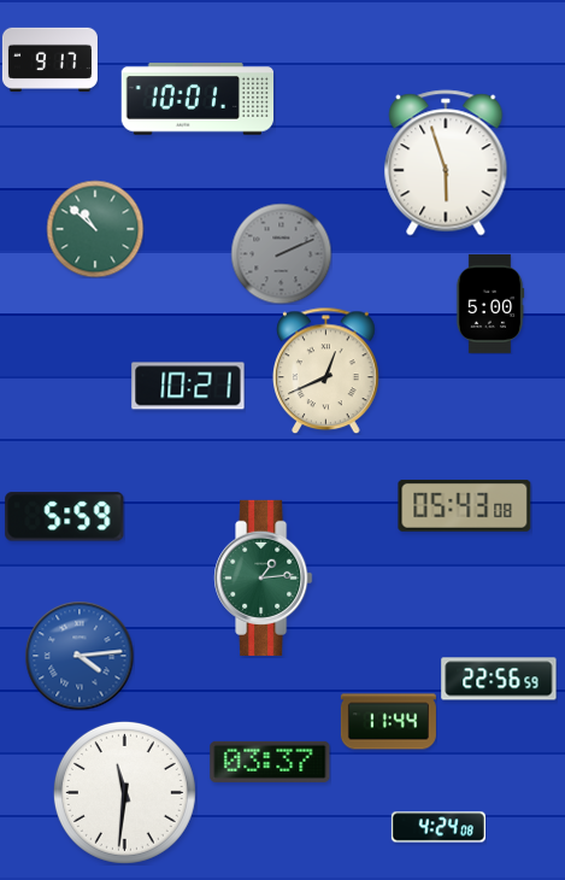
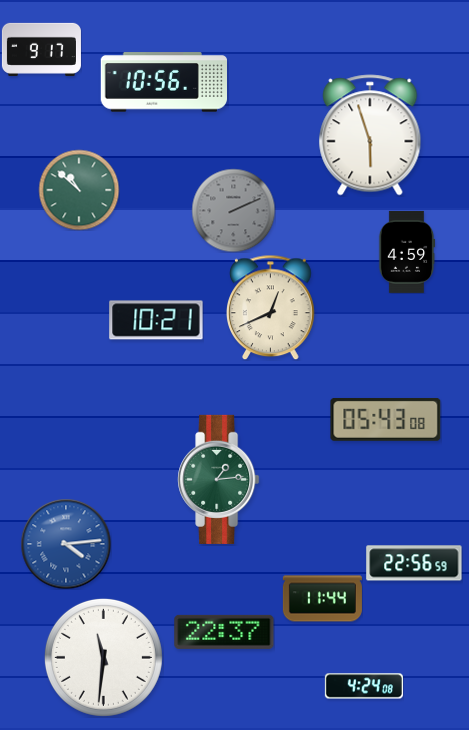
clock at (196, 99): 10:01 -> 10:56
clock at (490, 304): 5:00 -> 4:59
clock at (65, 517): 5:59 -> none
clock at (270, 762): 03:37 -> 22:37
